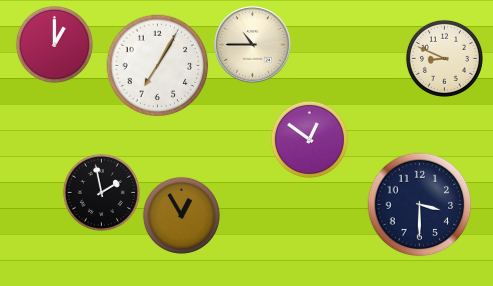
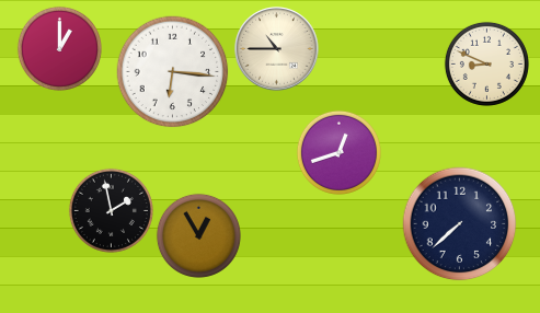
clock at (158, 66): 7:05 -> 6:16
clock at (309, 139): 12:51 -> 12:42
clock at (420, 205): 3:30 -> 7:38
